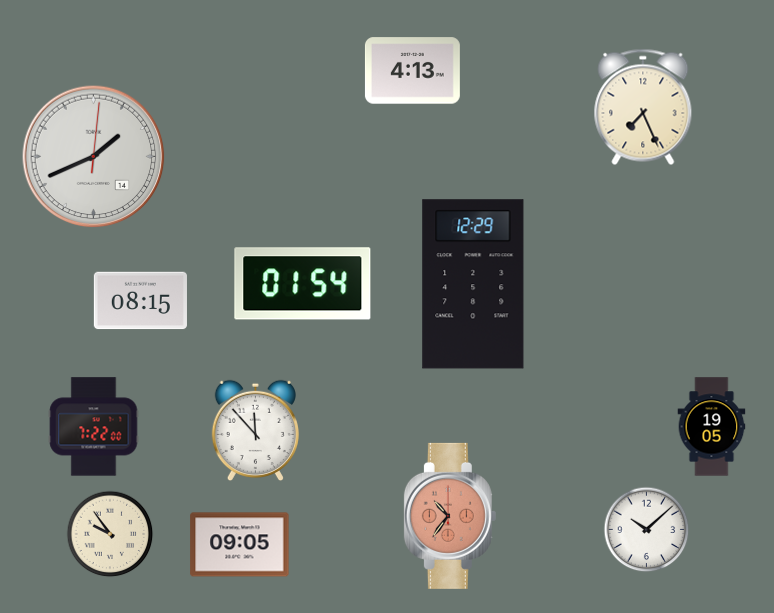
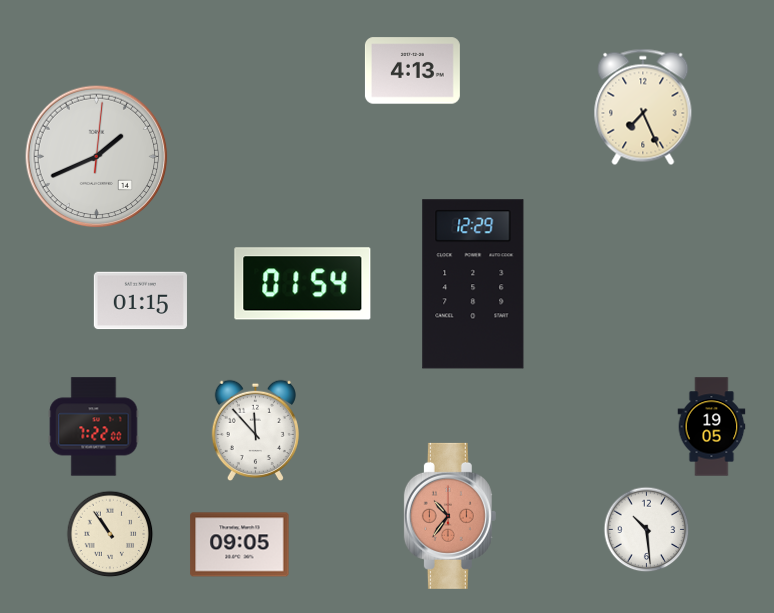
clock at (94, 157) position: (94, 157) -> (97, 157)
clock at (140, 301): 08:15 -> 01:15
clock at (647, 530): 10:08 -> 10:29
clock at (110, 534): 9:54 -> 10:54
